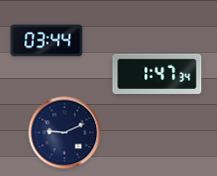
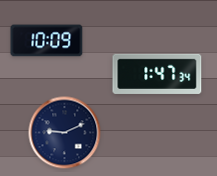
clock at (47, 41): 03:44 -> 10:09
